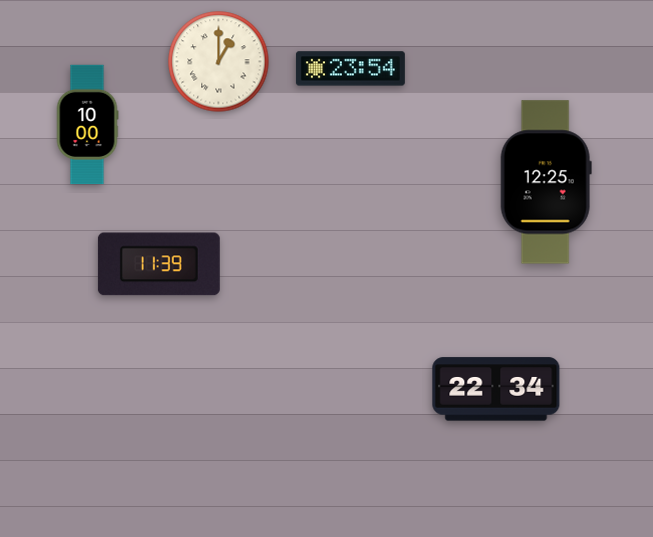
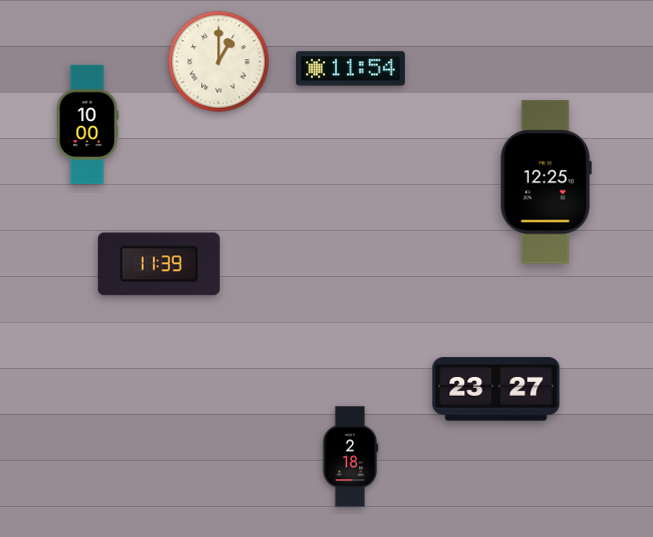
clock at (350, 69): 23:54 -> 11:54
clock at (496, 389): 22:34 -> 23:27
clock at (350, 457): none -> 2:18
